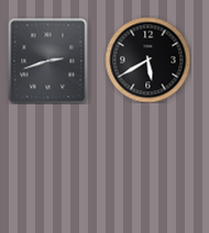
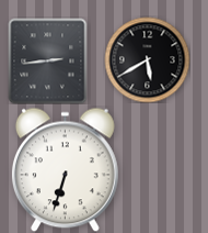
clock at (48, 60): 2:42 -> 2:44
clock at (65, 169): none -> 6:33
